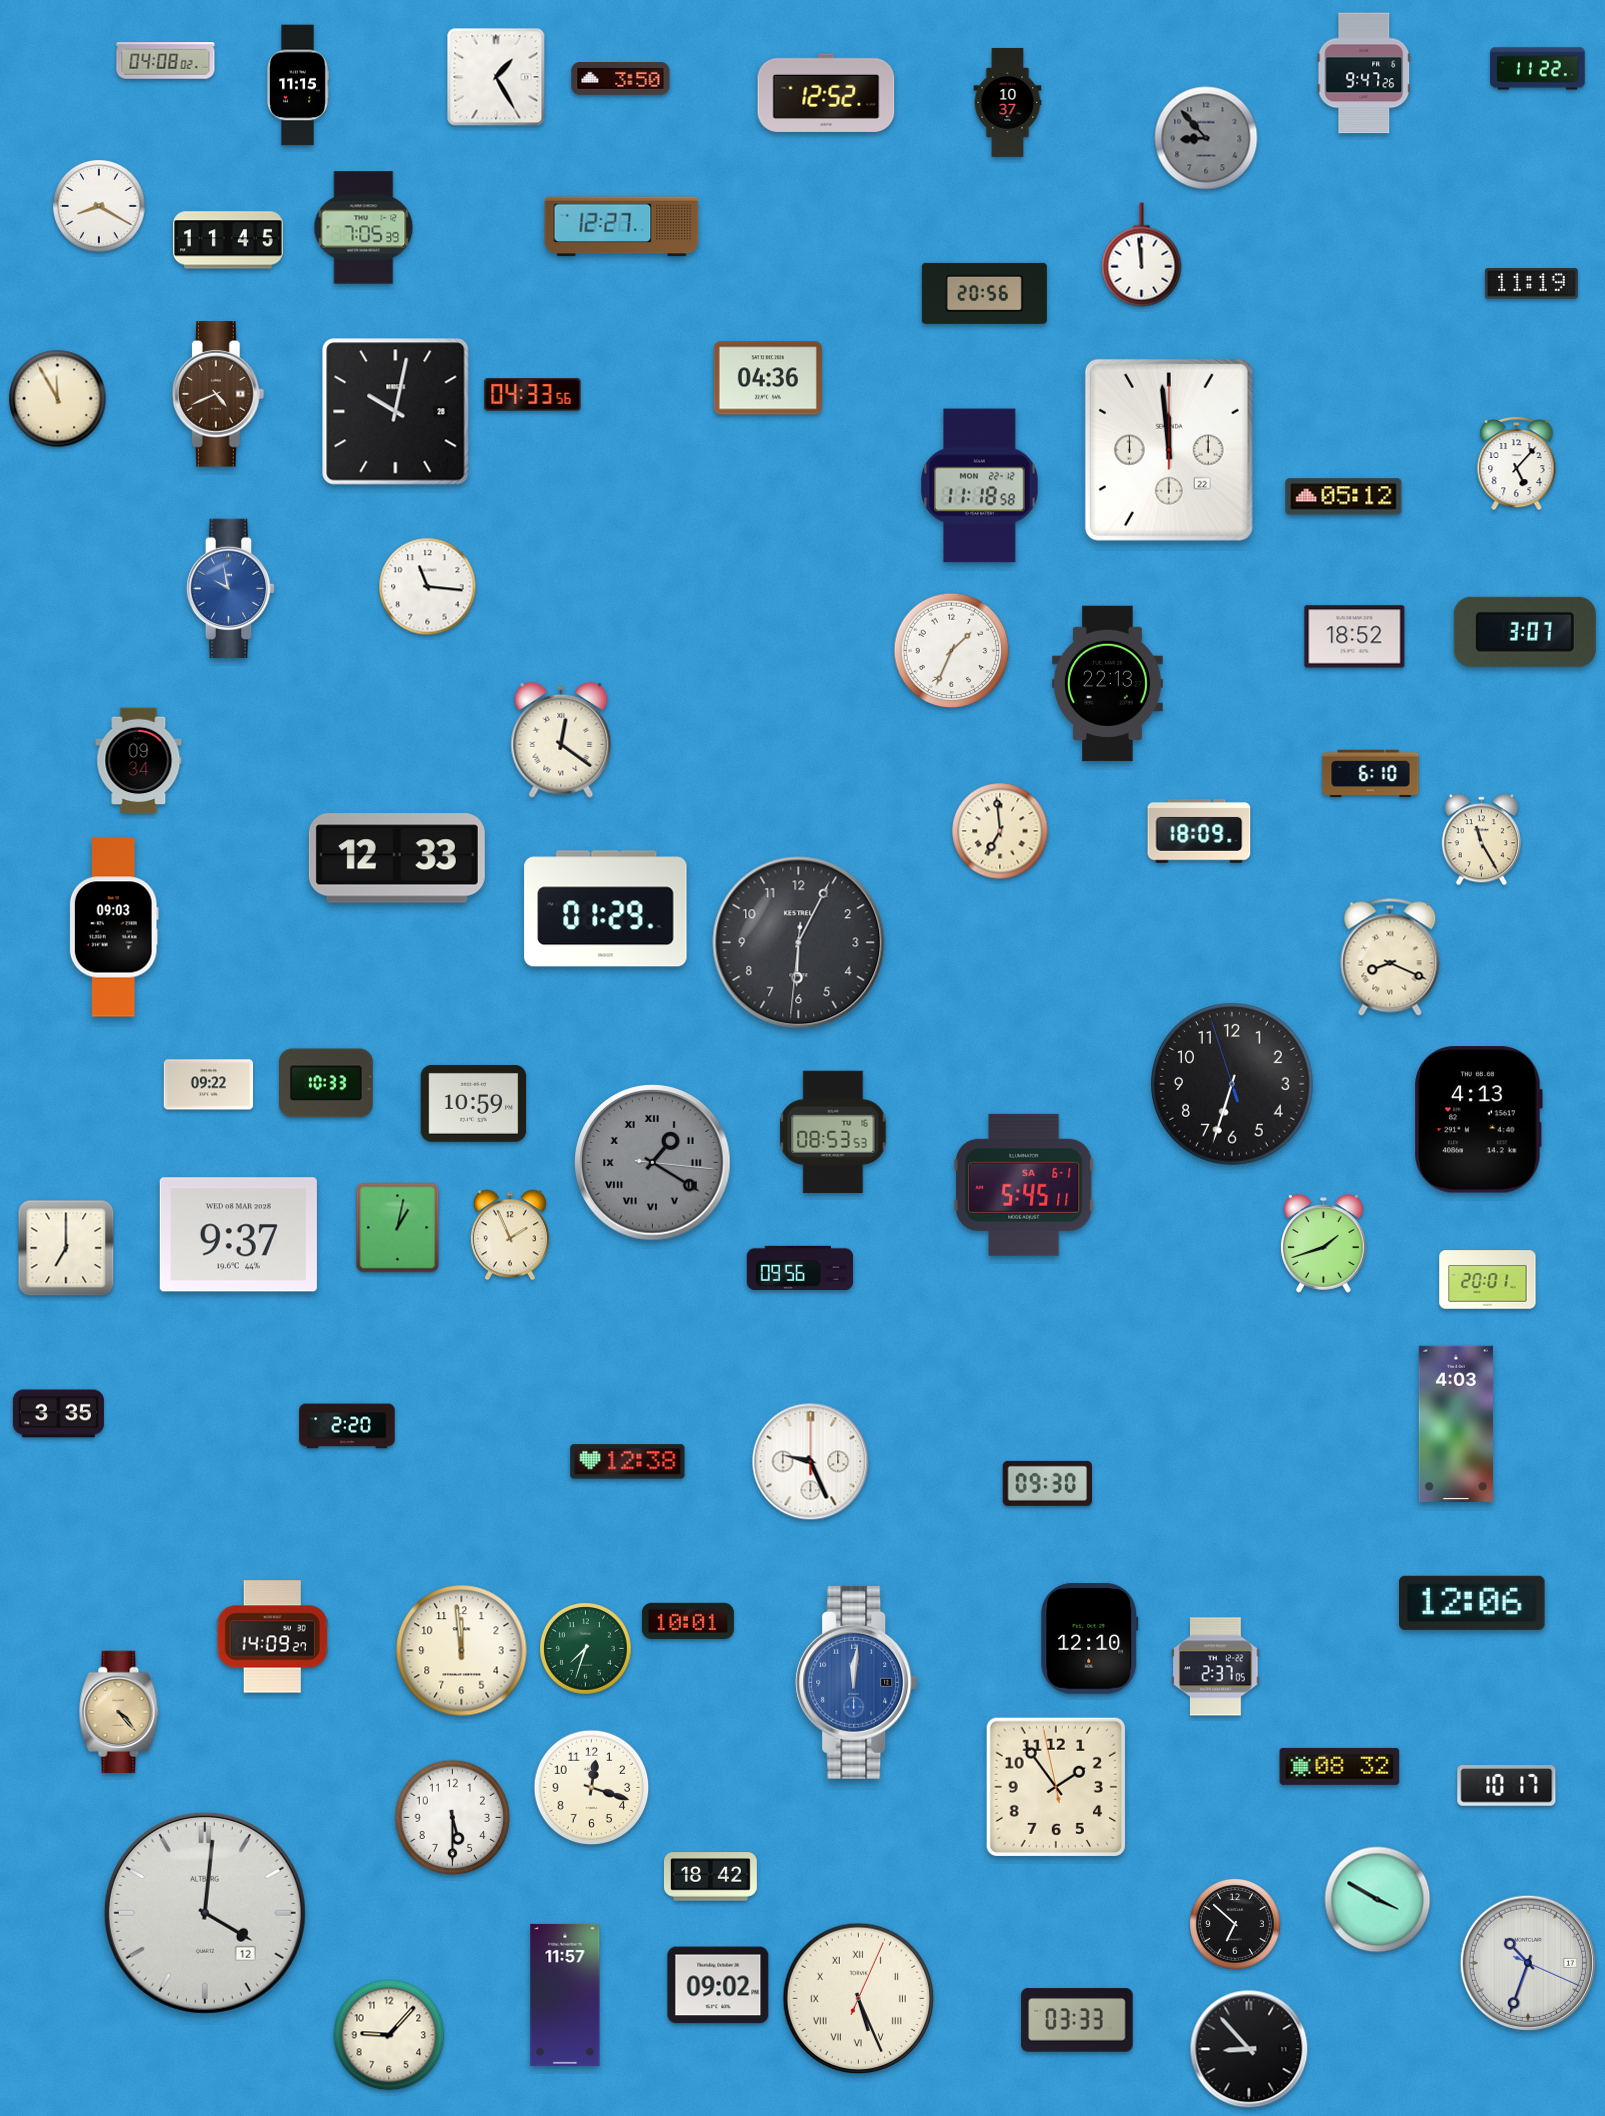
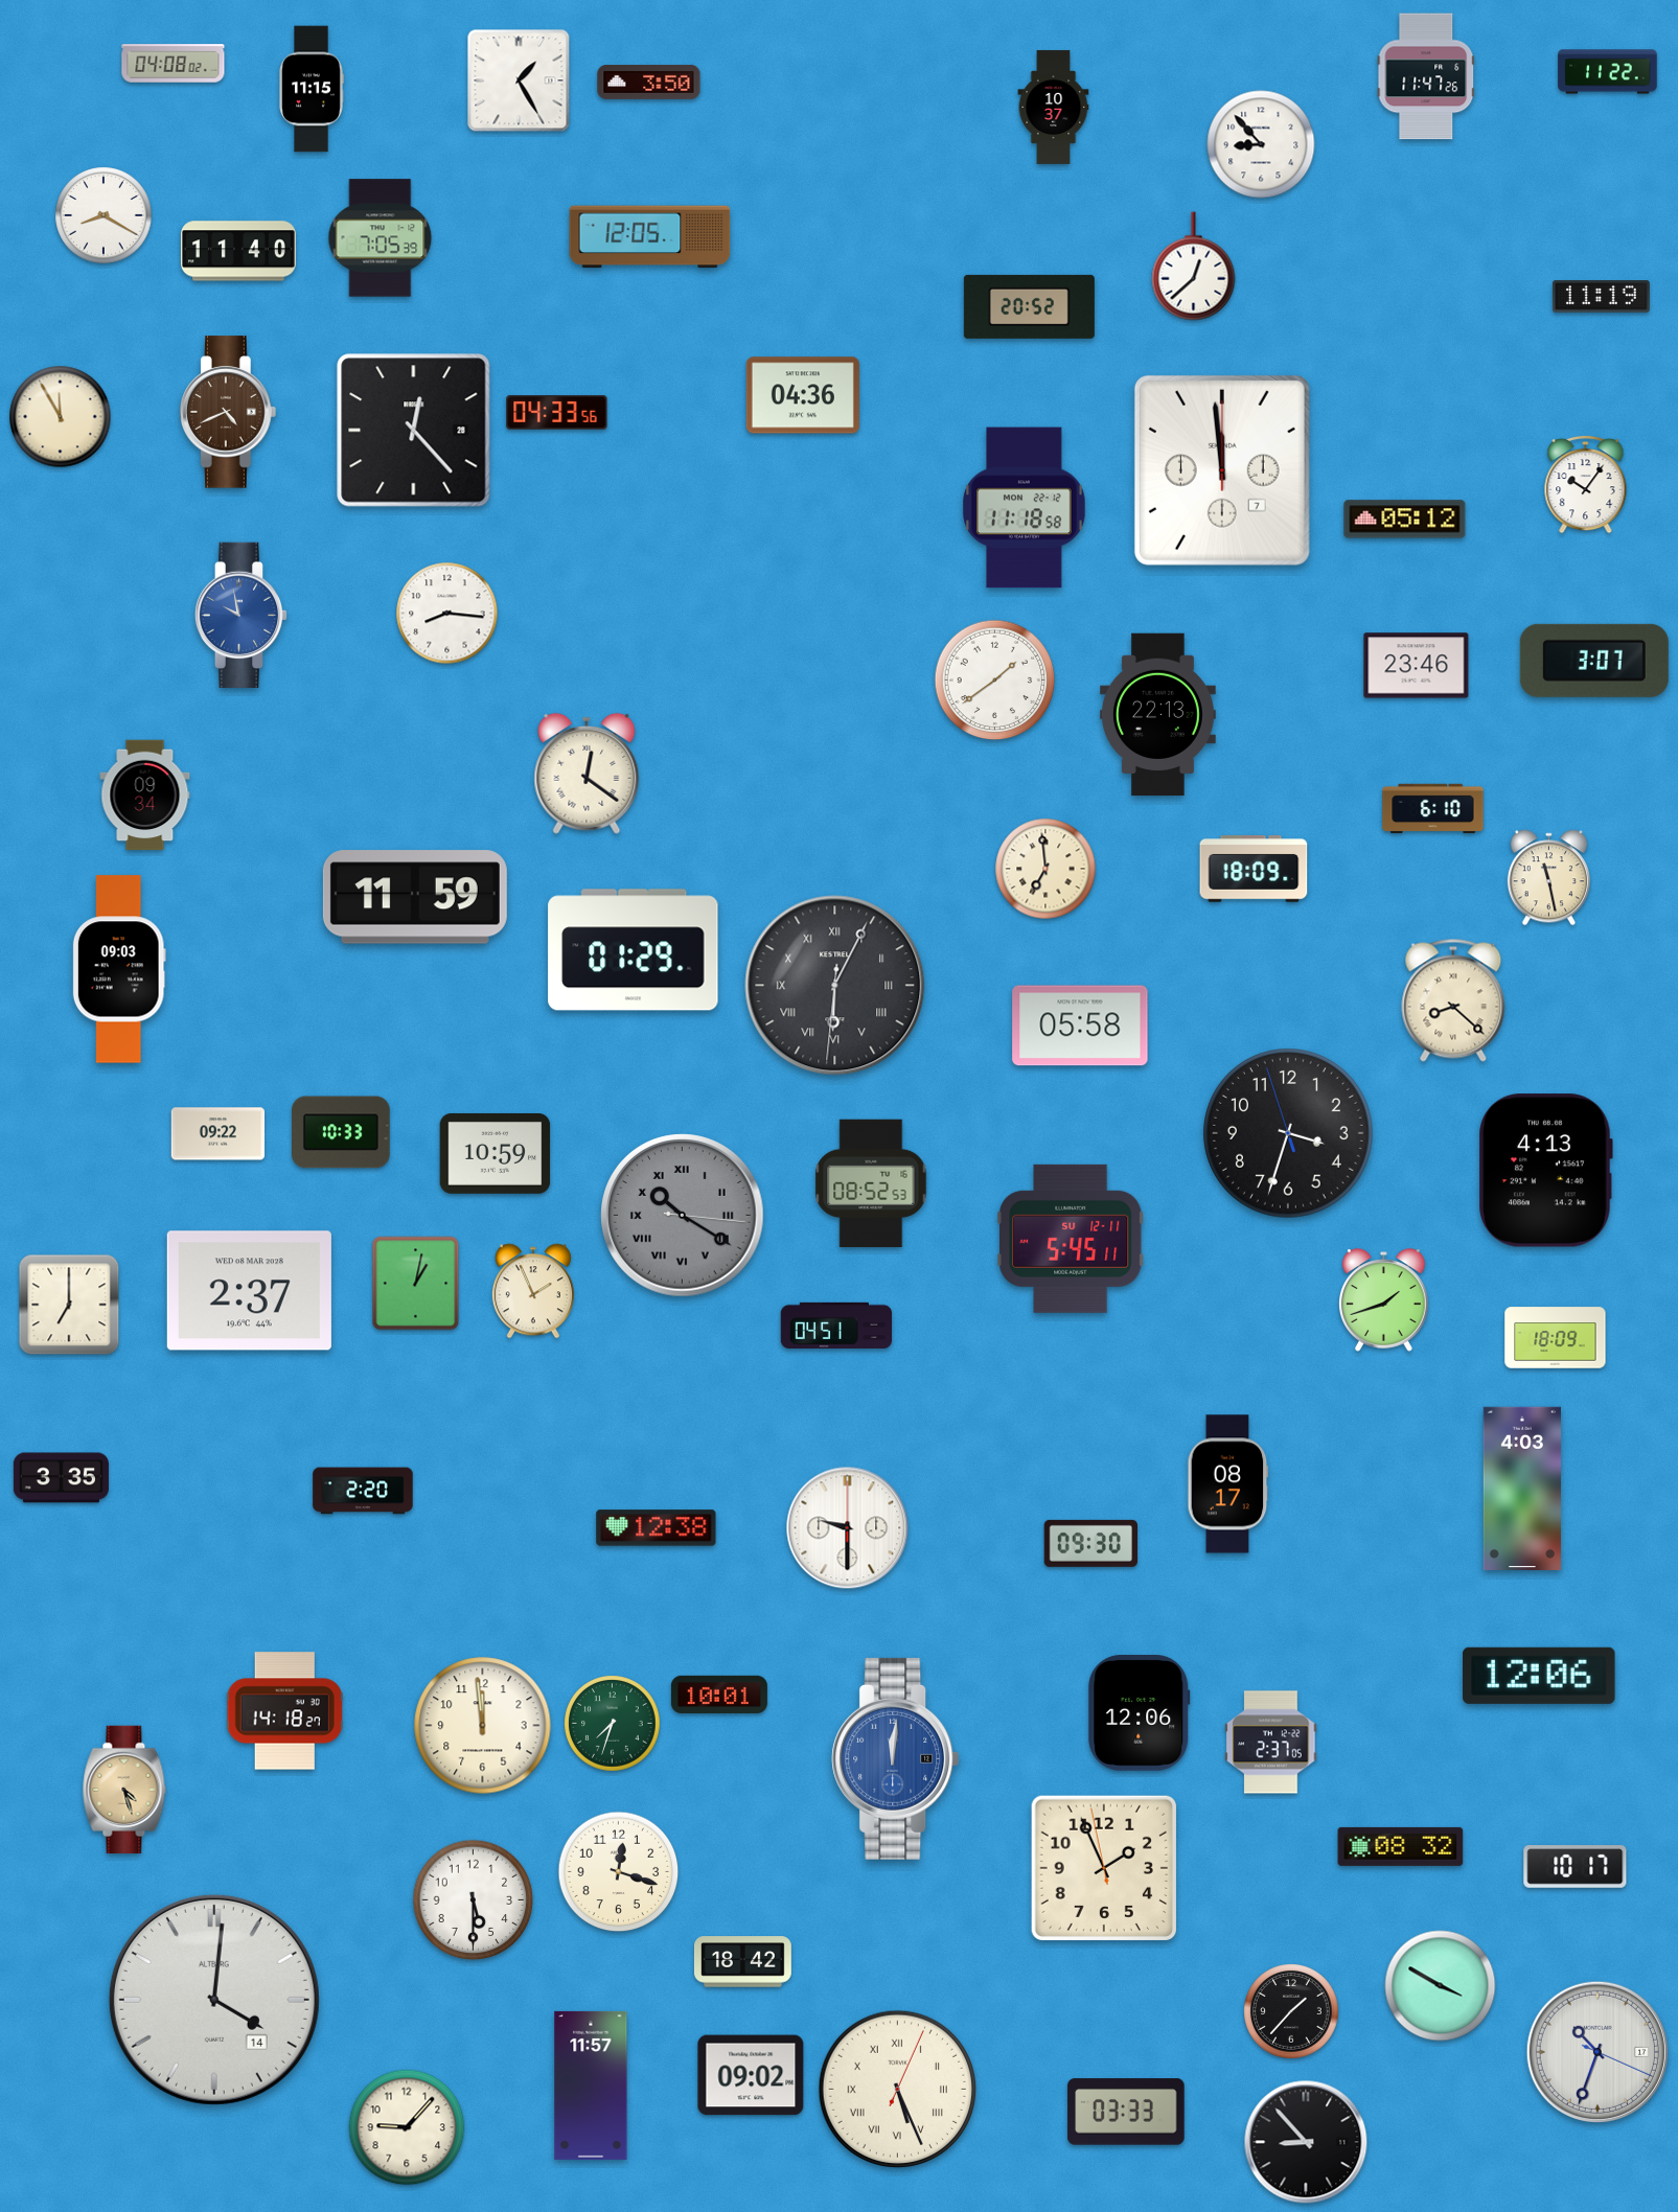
clock at (1364, 73): 9:47 -> 11:47
clock at (826, 93): 12:52 -> none
clock at (1206, 138) dial: grey -> white
clock at (622, 227): 12:27 -> 12:05
clock at (229, 240): 11:45 -> 11:40
clock at (1142, 255): 11:59 -> 12:38
clock at (984, 293): 20:56 -> 20:52
clock at (396, 412): 10:02 -> 12:23
clock at (1169, 450) date: 22 -> 7
clock at (1517, 463): 5:07 -> 10:06
clock at (428, 587): 11:16 -> 8:16
clock at (1355, 637): 18:52 -> 23:46
clock at (952, 651): 1:34 -> 1:39
clock at (1481, 840): 11:25 -> 11:28
clock at (397, 858): 12:33 -> 11:59
clock at (799, 943) numerals: Arabic -> Roman
clock at (1390, 957): 8:19 -> 8:22
clock at (1080, 1026): none -> 05:58
clock at (1233, 1085): 6:32 -> 3:32
clock at (833, 1132): 08:53 -> 08:52
clock at (653, 1163): 1:20 -> 10:20
clock at (1024, 1185) date: SA 6-1 -> SU 12-11
clock at (238, 1235): 9:37 -> 2:37
clock at (800, 1268): 09:56 -> 04:51
clock at (1488, 1280): 20:01 -> 18:09
clock at (1228, 1484): none -> 08:17
clock at (811, 1462): 9:26 -> 9:30
clock at (1047, 1483) position: (1047, 1483) -> (1090, 1543)
clock at (272, 1637): 14:09 -> 14:18
clock at (1090, 1639): 12:10 -> 12:06
clock at (119, 1712): 4:23 -> 4:27
clock at (1055, 1786): 1:53 -> 1:55
clock at (592, 1788) position: (592, 1788) -> (619, 1872)
clock at (205, 1913) date: 12 -> 14
clock at (1236, 1925): 6:52 -> 1:37
